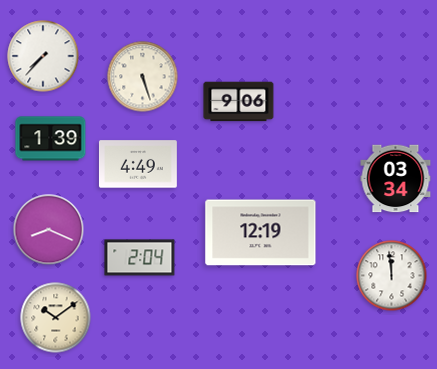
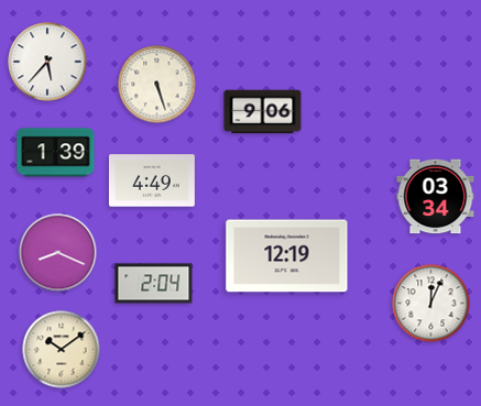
clock at (43, 56): 7:37 -> 5:37
clock at (49, 230) position: (49, 230) -> (58, 253)
clock at (392, 276): 11:59 -> 12:04
